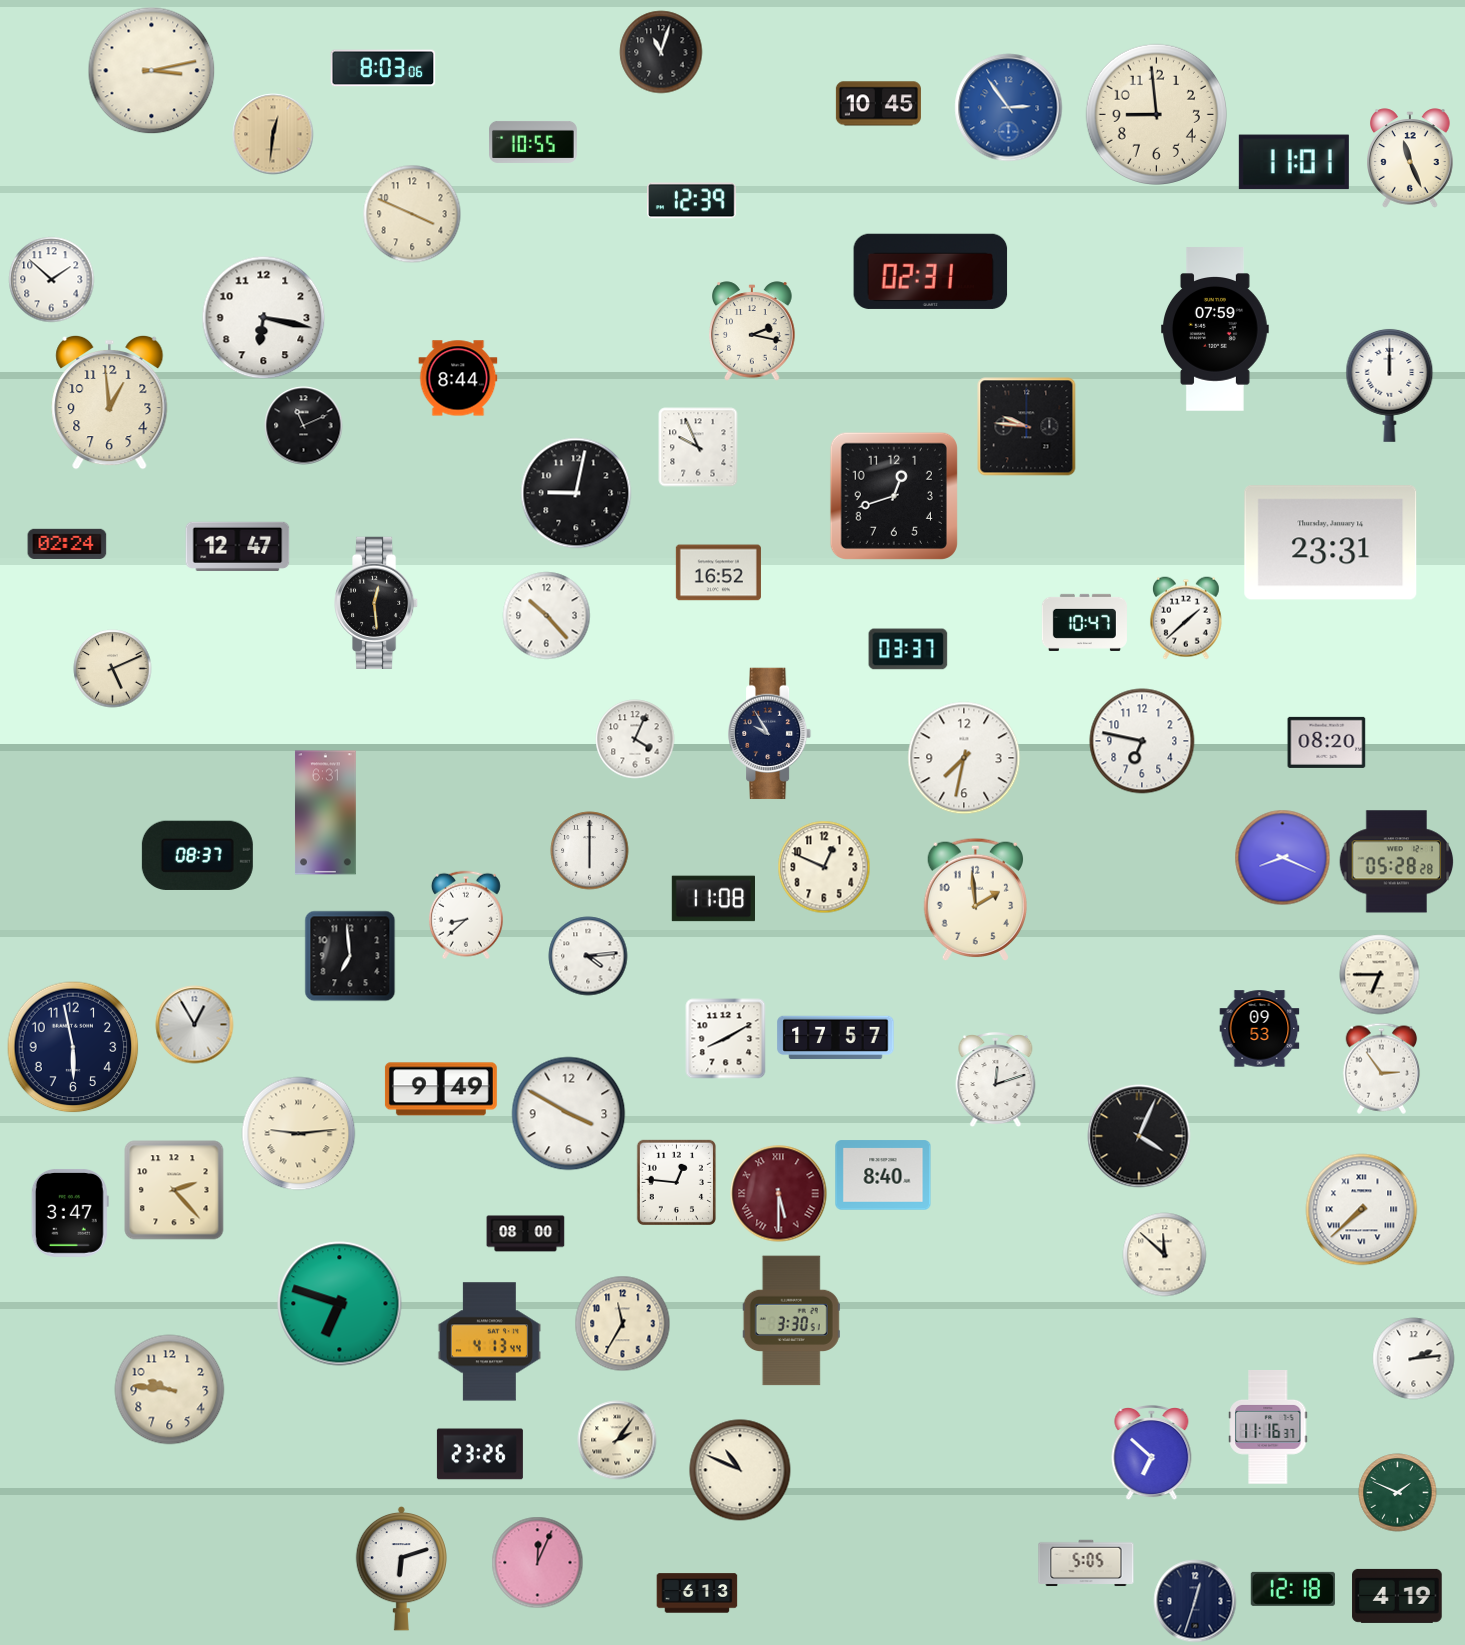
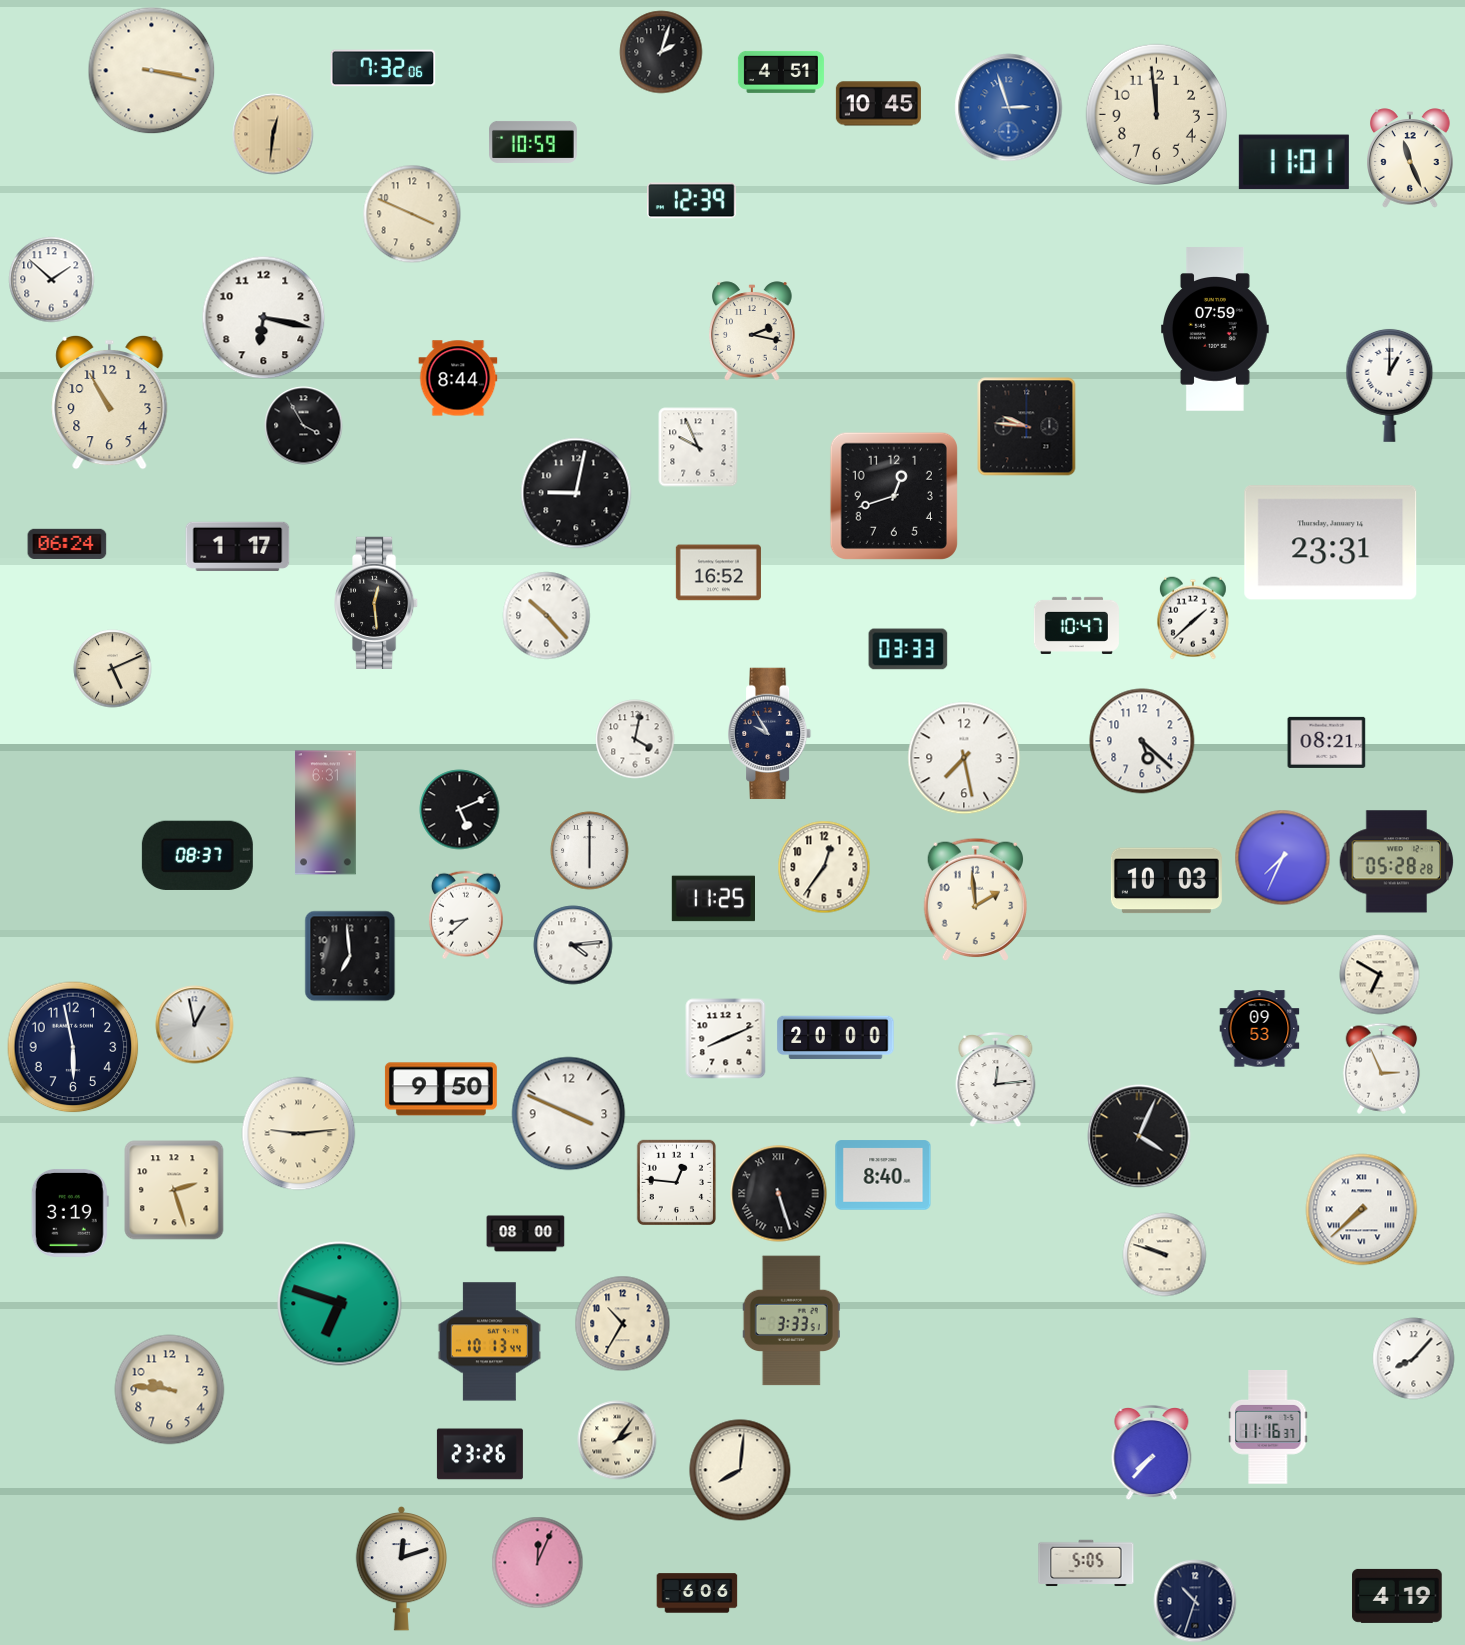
clock at (661, 52): 11:03 -> 2:03
clock at (383, 68): 8:03 -> 7:32
clock at (152, 71): 3:13 -> 3:17
clock at (781, 72): none -> 4:51
clock at (1009, 108): 2:54 -> 2:57
clock at (1156, 114): 8:59 -> 11:59
clock at (534, 142): 10:55 -> 10:59
clock at (931, 271): 02:31 -> none
clock at (1390, 385): 12:00 -> 1:00
clock at (110, 402): 12:59 -> 10:55
clock at (304, 426): 11:11 -> 3:55
clock at (67, 544): 02:24 -> 06:24
clock at (238, 546): 12:47 -> 1:17
clock at (1186, 618) position: (1186, 618) -> (1193, 618)
clock at (1084, 622) position: (1084, 622) -> (1076, 625)
clock at (908, 649): 03:37 -> 03:33
clock at (635, 739): 4:04 -> 4:02
clock at (1142, 741): 6:47 -> 5:22
clock at (1327, 742): 08:20 -> 08:21
clock at (964, 758): 7:32 -> 7:28
clock at (460, 810): none -> 5:11
clock at (1283, 858): 8:19 -> 7:34
clock at (824, 867): 12:49 -> 12:36
clock at (1166, 881): none -> 10:03
clock at (713, 899): 11:08 -> 11:25
clock at (588, 956) position: (588, 956) -> (573, 945)
clock at (1380, 975): 6:45 -> 6:50
clock at (195, 1025): 12:55 -> 12:58
clock at (836, 1038): 17:57 -> 20:00
clock at (726, 1039): 8:10 -> 8:11
clock at (1382, 1068): 2:54 -> 2:56
clock at (996, 1081): 12:12 -> 12:14
clock at (441, 1089): 9:49 -> 9:50
clock at (569, 1114): 3:50 -> 3:49
clock at (174, 1190): 2:23 -> 2:27
clock at (779, 1194): 5:30 -> 5:27
clock at (779, 1194) dial: burgundy -> black
clock at (70, 1213): 3:47 -> 3:19
clock at (1165, 1255): 11:52 -> 9:48
clock at (791, 1321): 3:30 -> 3:33
clock at (623, 1324): 11:35 -> 10:35
clock at (489, 1342): 4:13 -> 10:13
clock at (1414, 1359): 2:14 -> 8:07
clock at (1152, 1454): 6:52 -> 7:37
clock at (740, 1470): 10:49 -> 8:01
clock at (1398, 1493): 1:49 -> none
clock at (402, 1568): 6:12 -> 12:12
clock at (1293, 1589): 12:18 -> none
clock at (697, 1593): 6:13 -> 6:06
clock at (1195, 1601): 12:33 -> 10:33
